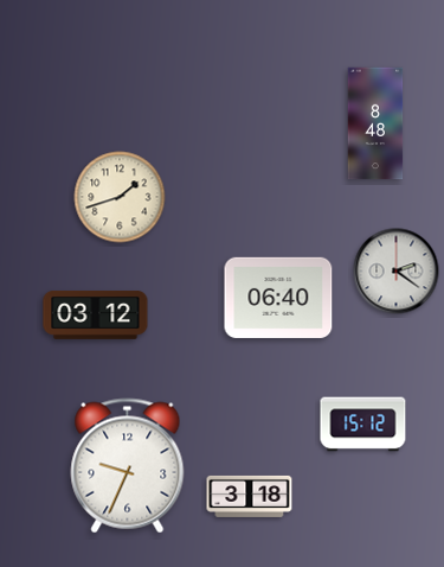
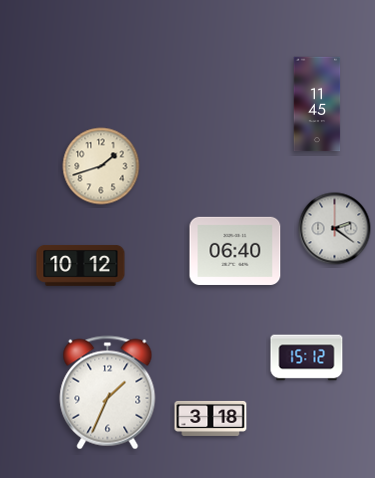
clock at (375, 123): 8:48 -> 11:45
clock at (96, 316): 03:12 -> 10:12
clock at (128, 466): 9:34 -> 1:34
